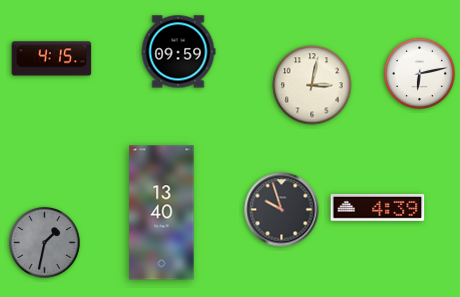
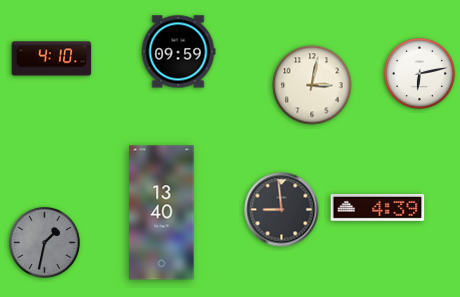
clock at (52, 59): 4:15 -> 4:10
clock at (282, 210): 9:57 -> 8:59
